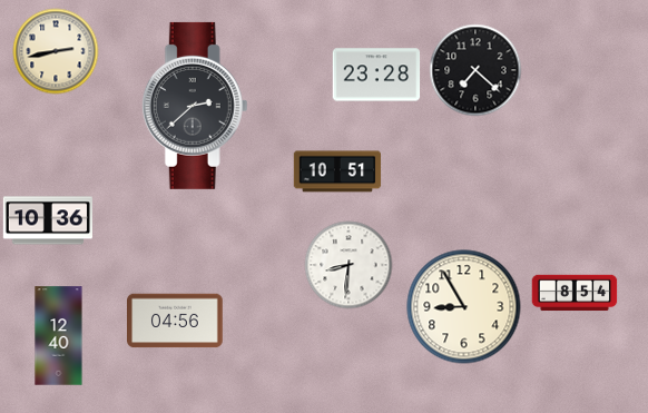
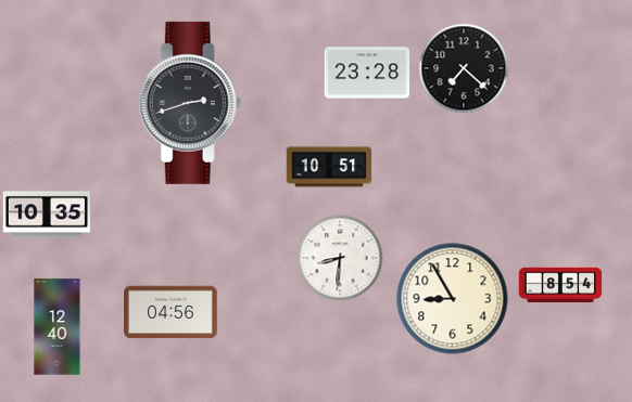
clock at (56, 51): 2:43 -> none
clock at (195, 106): 2:38 -> 2:42
clock at (48, 220): 10:36 -> 10:35
